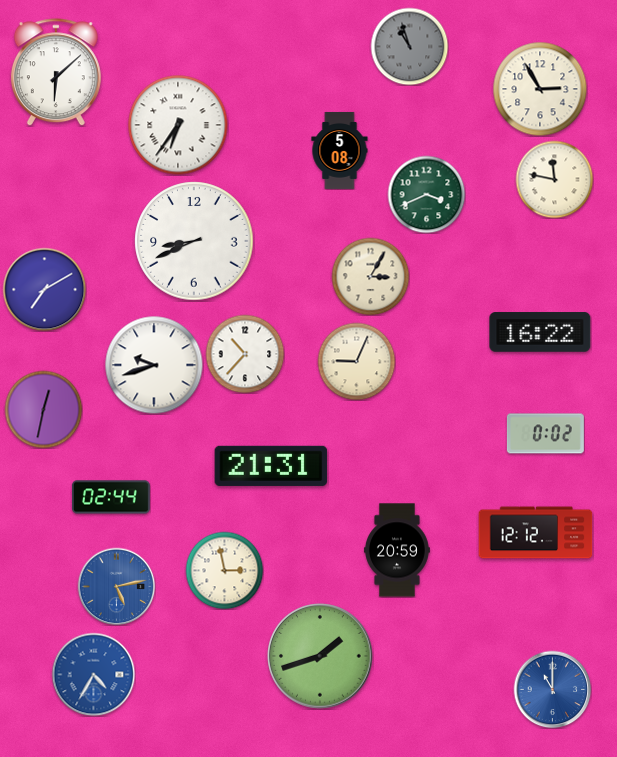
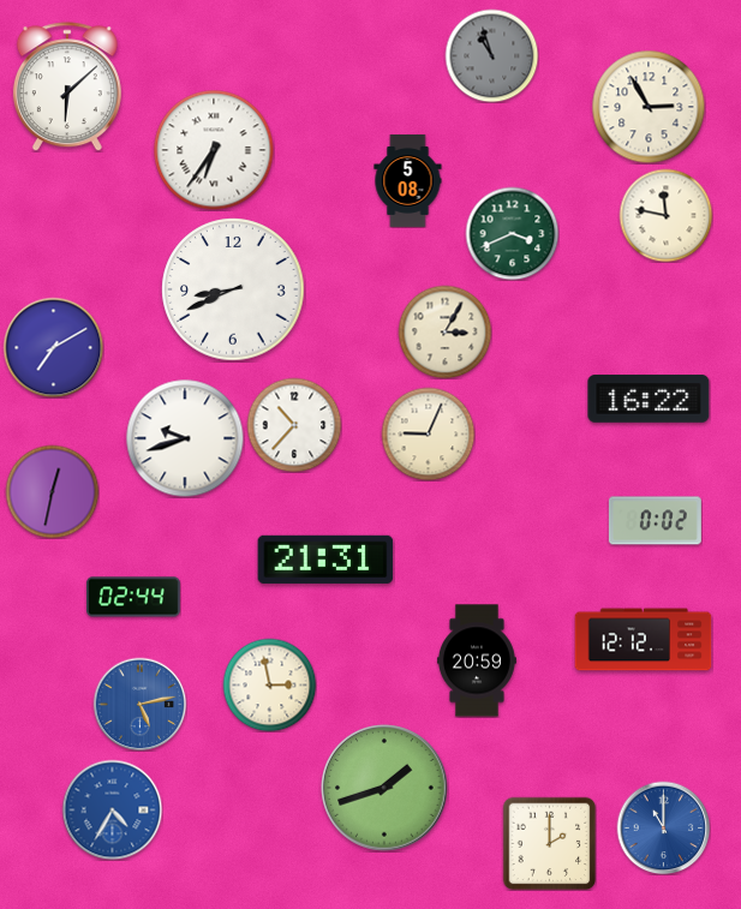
clock at (549, 843): none -> 2:00
